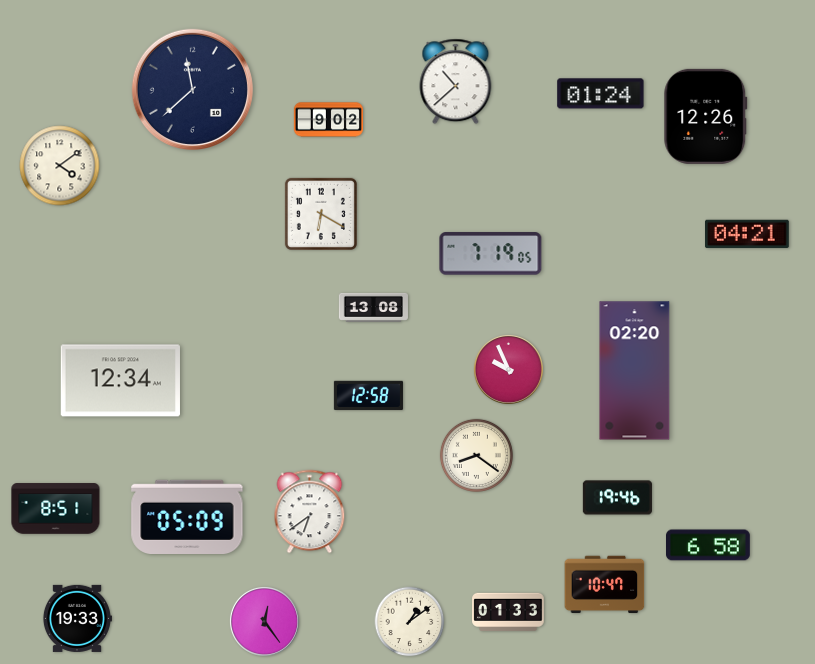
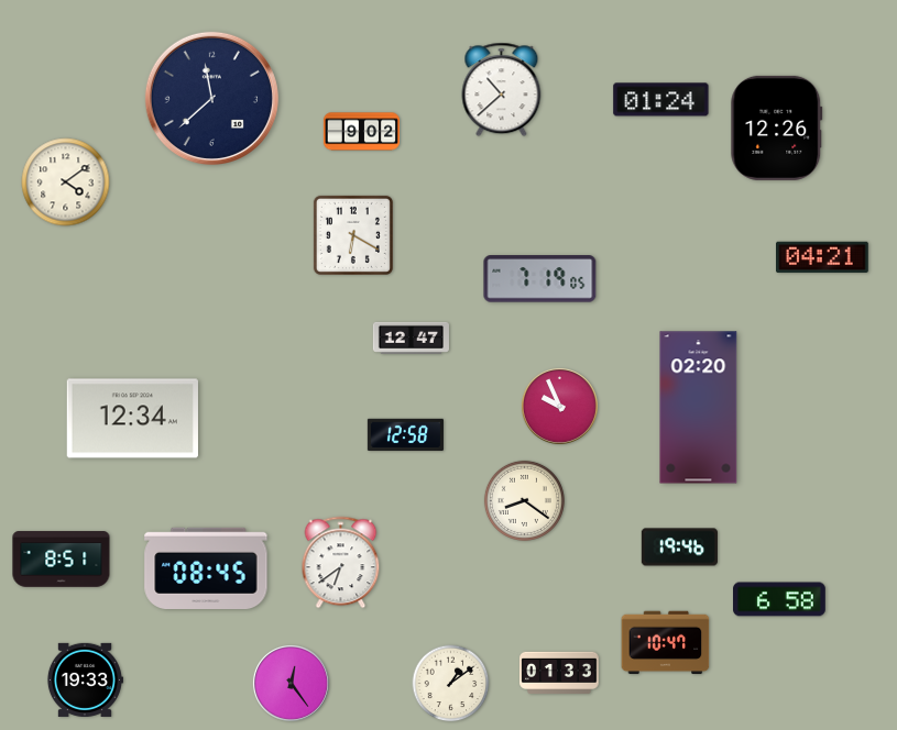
clock at (601, 94) position: (601, 94) -> (661, 100)
clock at (373, 307): 13:08 -> 12:47
clock at (187, 516): 05:09 -> 08:45
